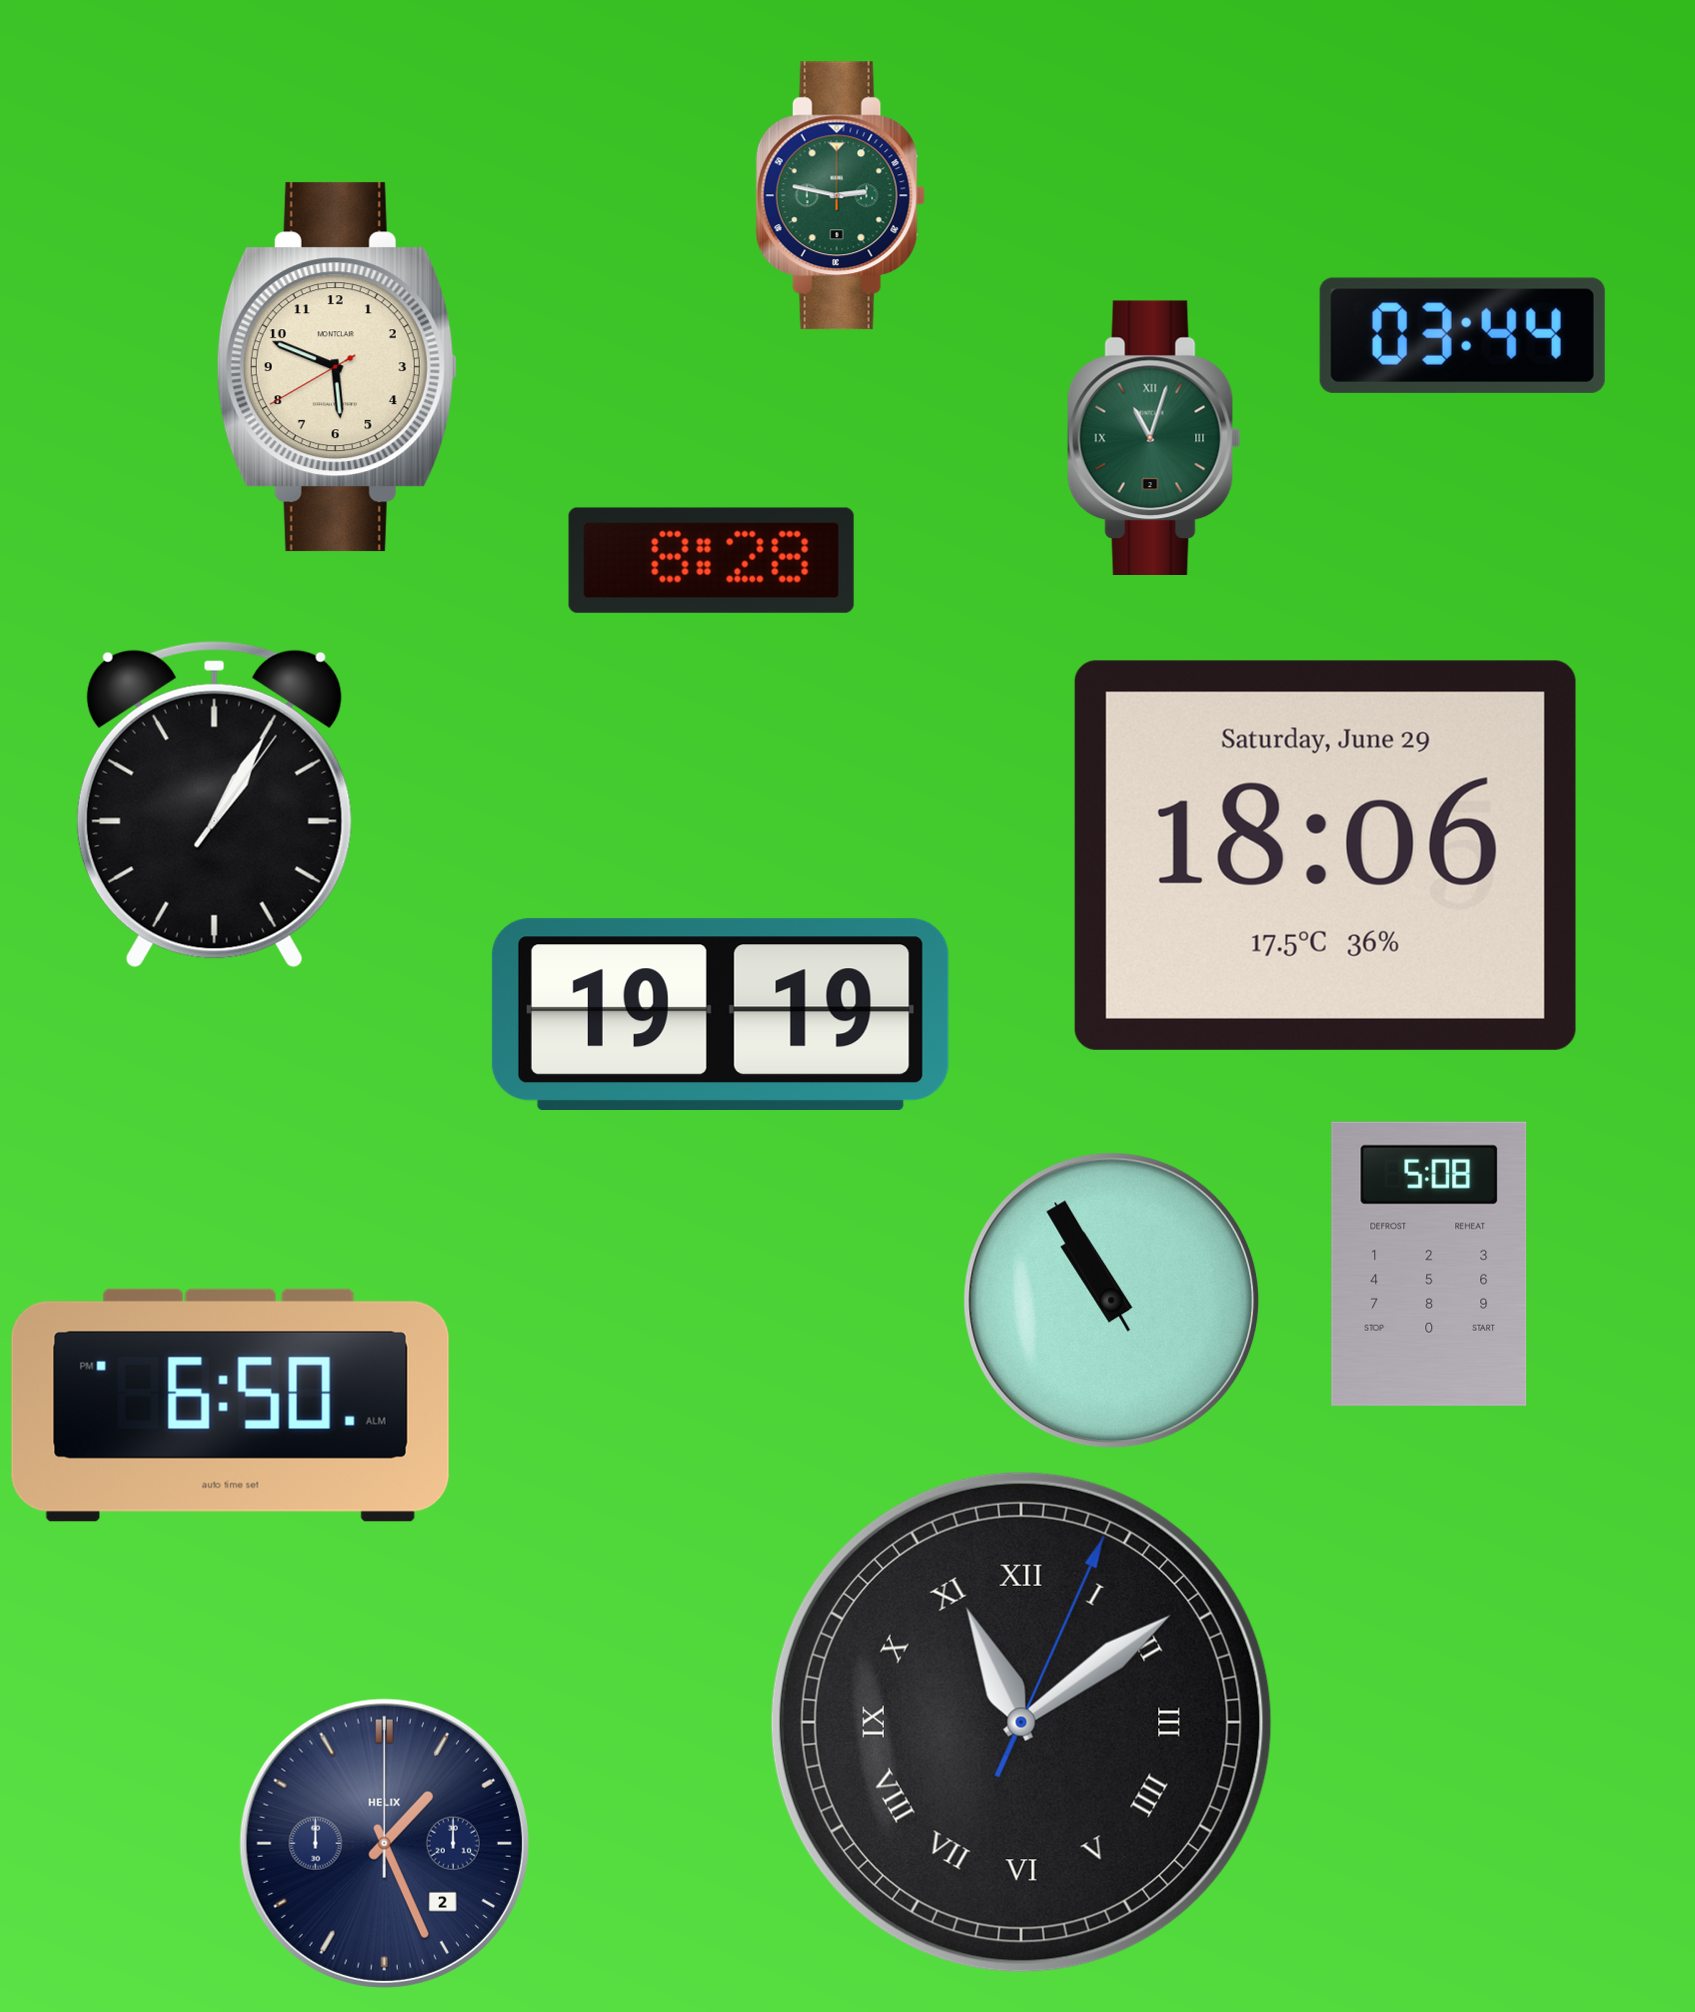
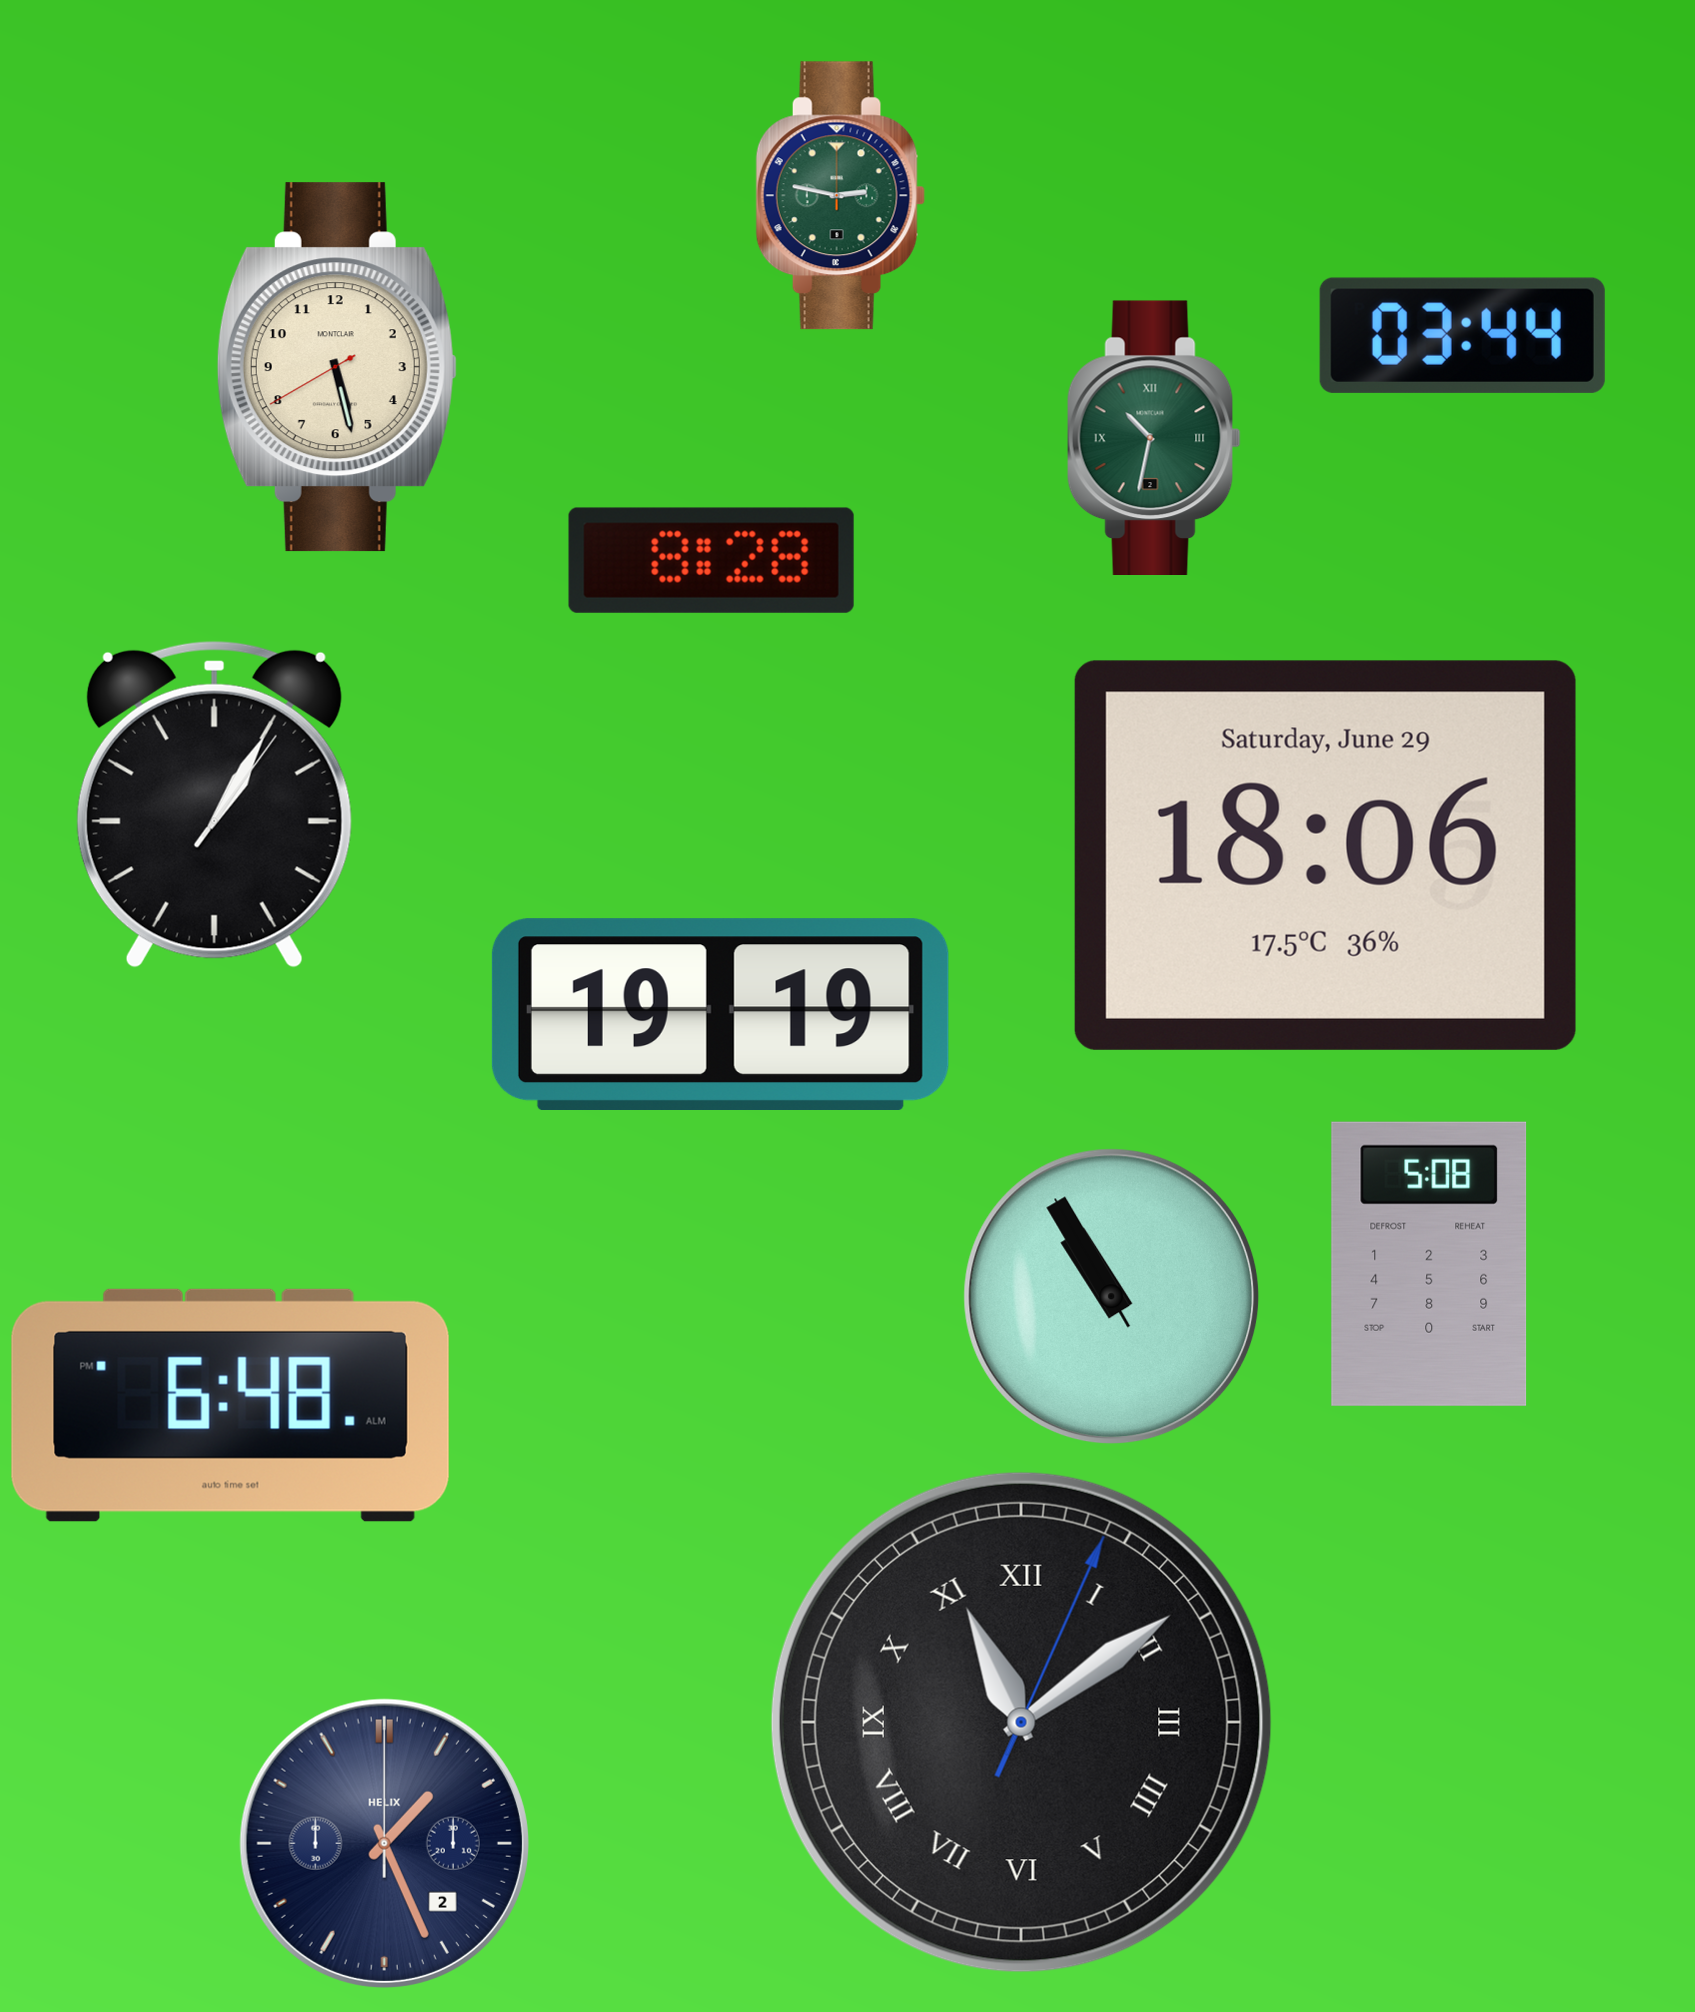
clock at (337, 367): 5:48 -> 5:27
clock at (1154, 438): 11:03 -> 10:32
clock at (1112, 1301) position: (1112, 1301) -> (1112, 1297)
clock at (230, 1405): 6:50 -> 6:48
